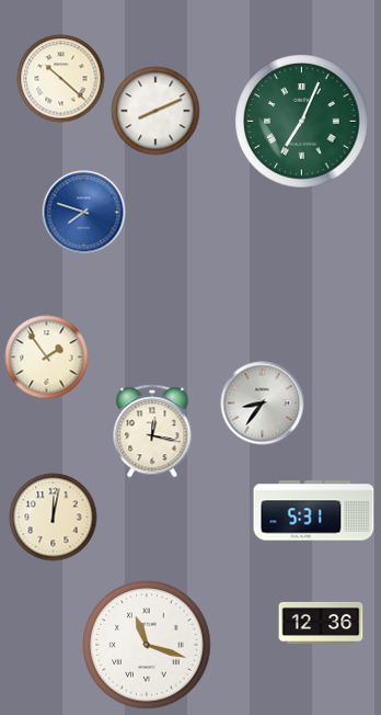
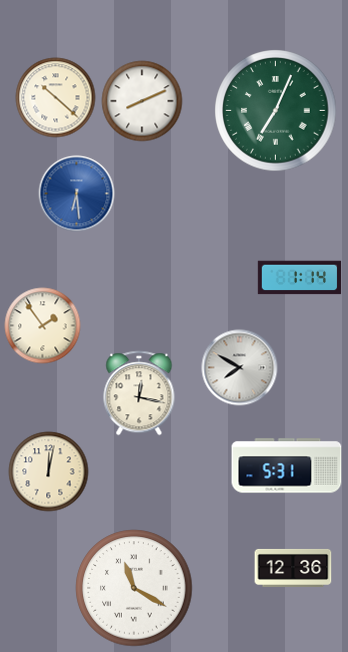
clock at (61, 79) position: (61, 79) -> (56, 98)
clock at (84, 213): 7:48 -> 6:29
clock at (300, 278): none -> 1:14
clock at (263, 404): 8:36 -> 7:50
clock at (147, 645): 11:18 -> 11:20
